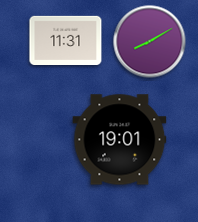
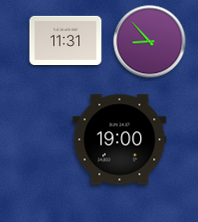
clock at (150, 42): 8:10 -> 8:53
clock at (120, 140): 19:01 -> 19:00
